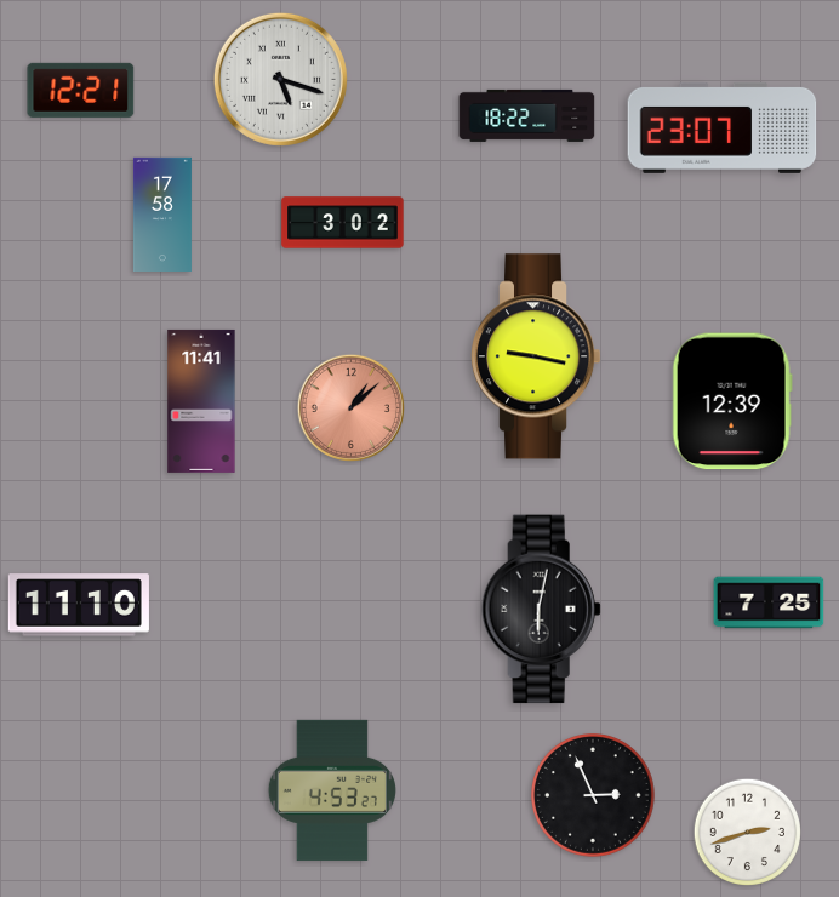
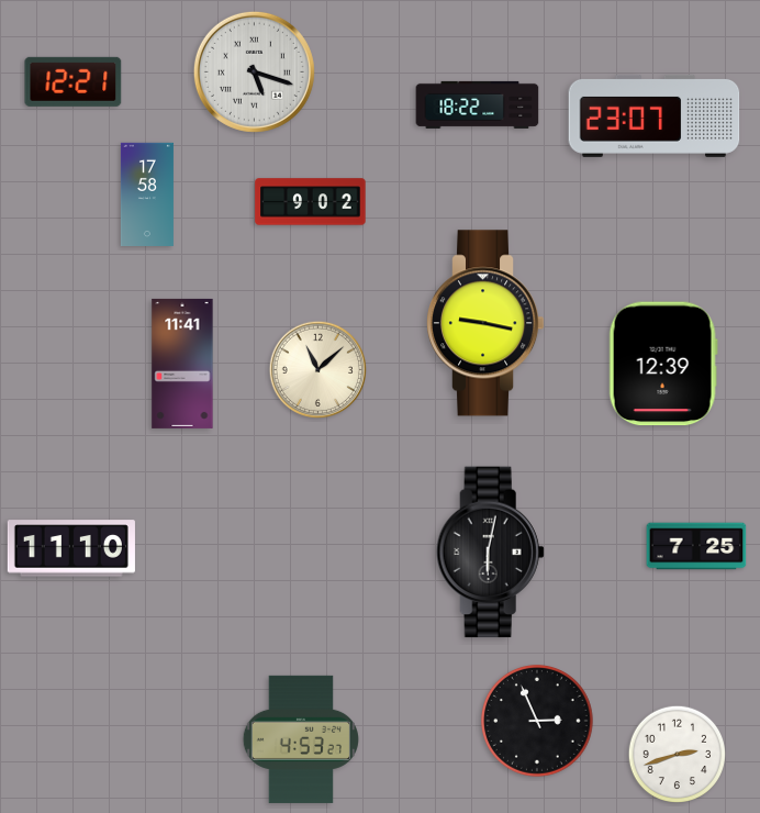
clock at (343, 223): 3:02 -> 9:02
clock at (350, 407): 1:08 -> 11:08
clock at (350, 407) dial: salmon -> cream
clock at (332, 790) position: (332, 790) -> (301, 739)
